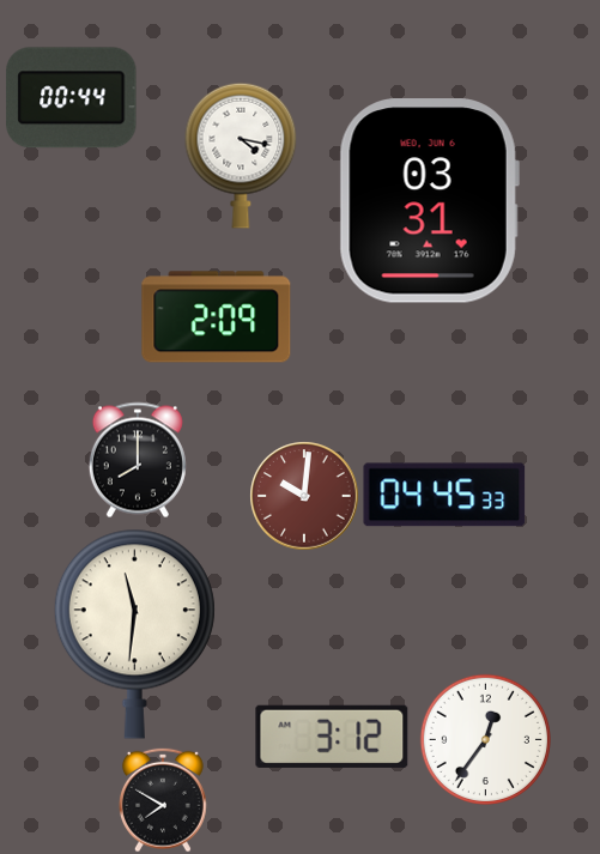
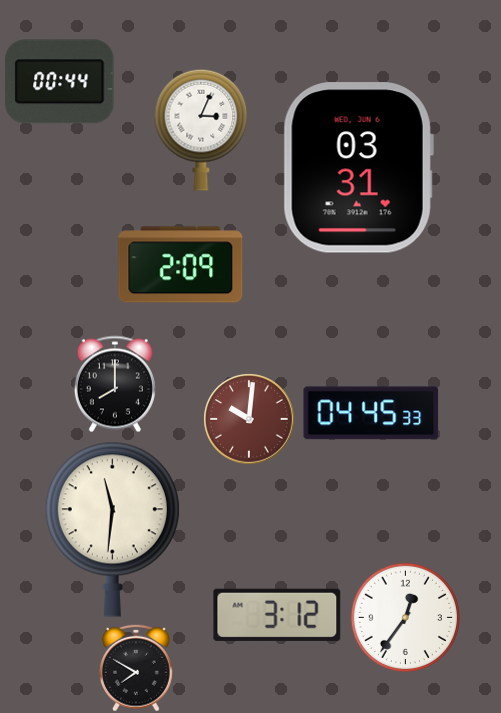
clock at (241, 156): 4:17 -> 3:04
clock at (304, 496) position: (304, 496) -> (249, 419)
